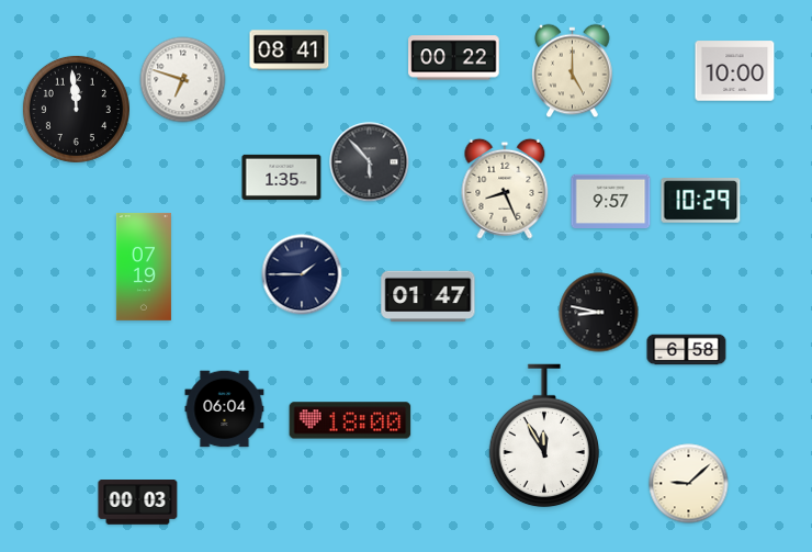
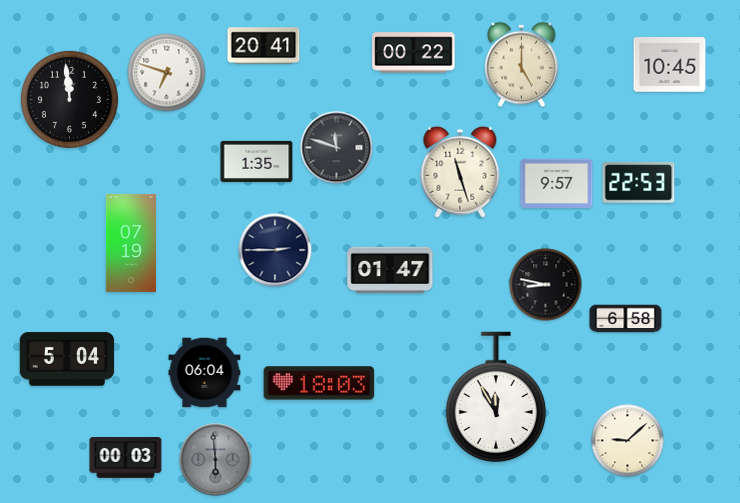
clock at (290, 50): 08:41 -> 20:41
clock at (735, 71): 10:00 -> 10:45
clock at (370, 162): 5:53 -> 11:48
clock at (505, 189): 8:26 -> 11:27
clock at (701, 201): 10:29 -> 22:53
clock at (302, 274): 1:45 -> 2:45
clock at (67, 359): none -> 5:04
clock at (350, 420): 18:00 -> 18:03
clock at (216, 460): none -> 5:59
